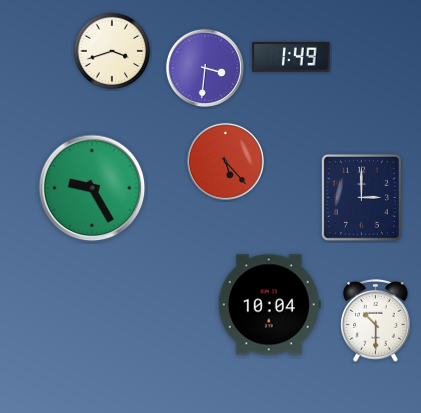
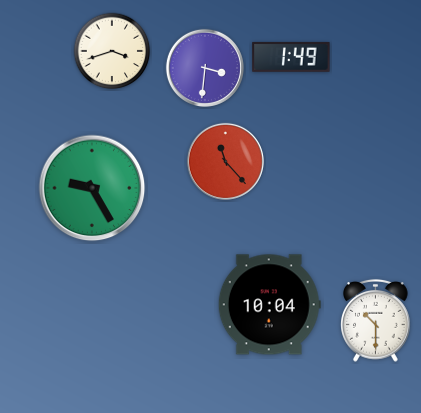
clock at (225, 161): 5:23 -> 11:23
clock at (361, 197): 3:00 -> none
